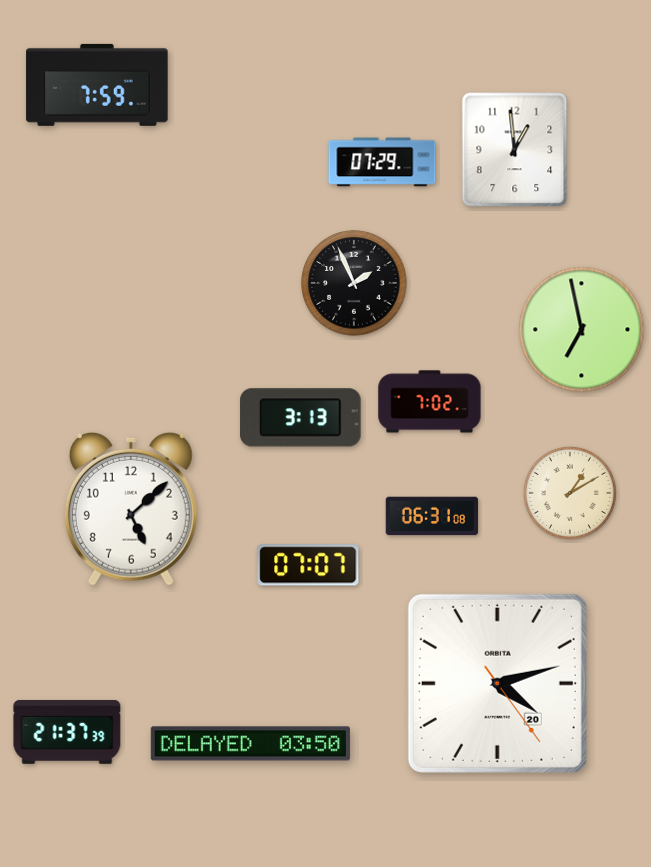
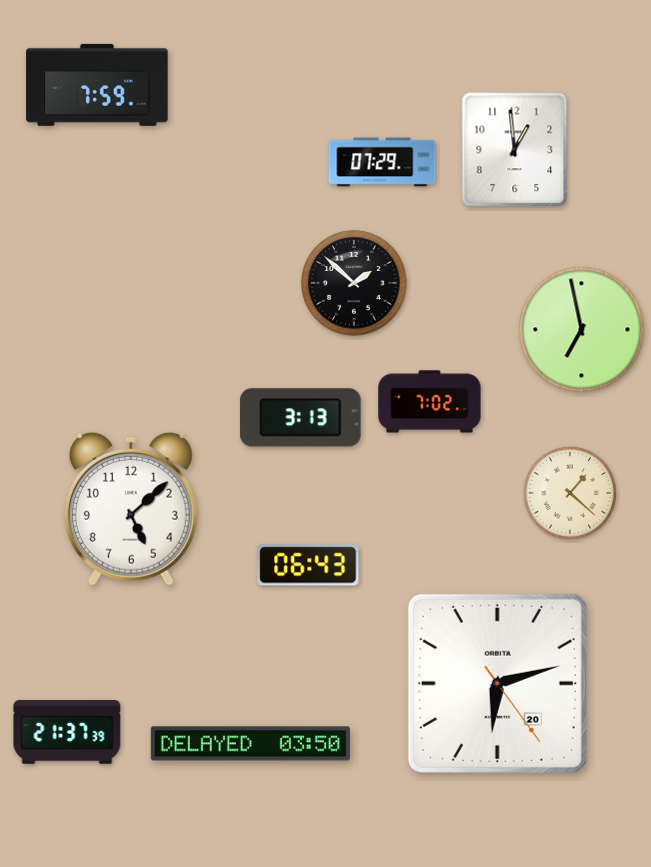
clock at (354, 283): 1:56 -> 1:52
clock at (570, 493): 1:10 -> 1:22
clock at (432, 516): 06:31 -> none
clock at (308, 565): 07:07 -> 06:43
clock at (497, 683): 4:12 -> 6:12
